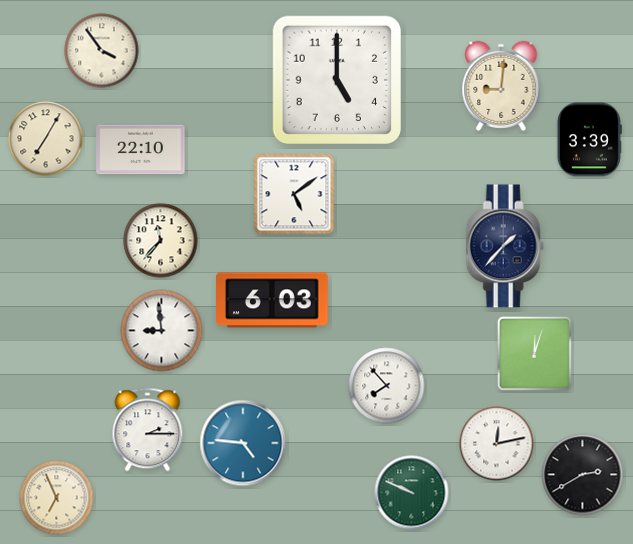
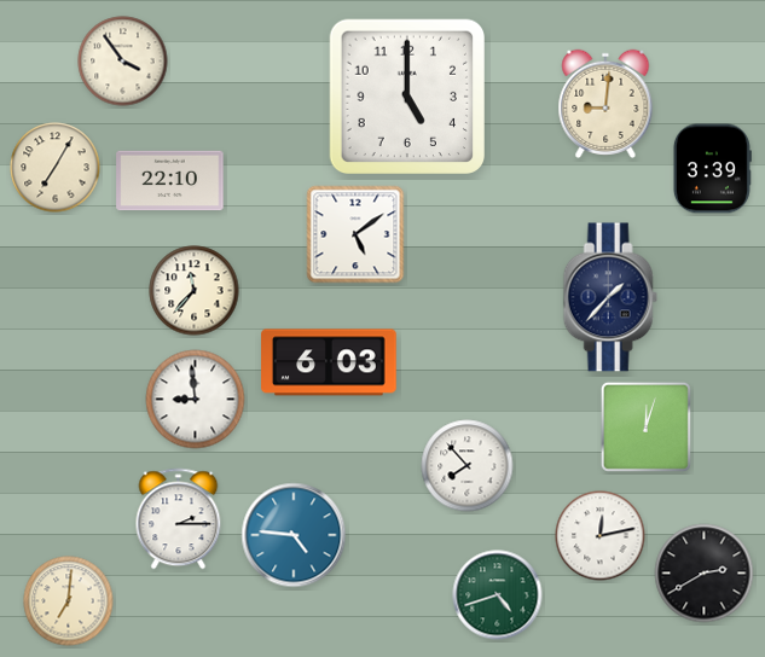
clock at (412, 493): 9:49 -> 4:42
clock at (57, 498): 6:56 -> 7:01
